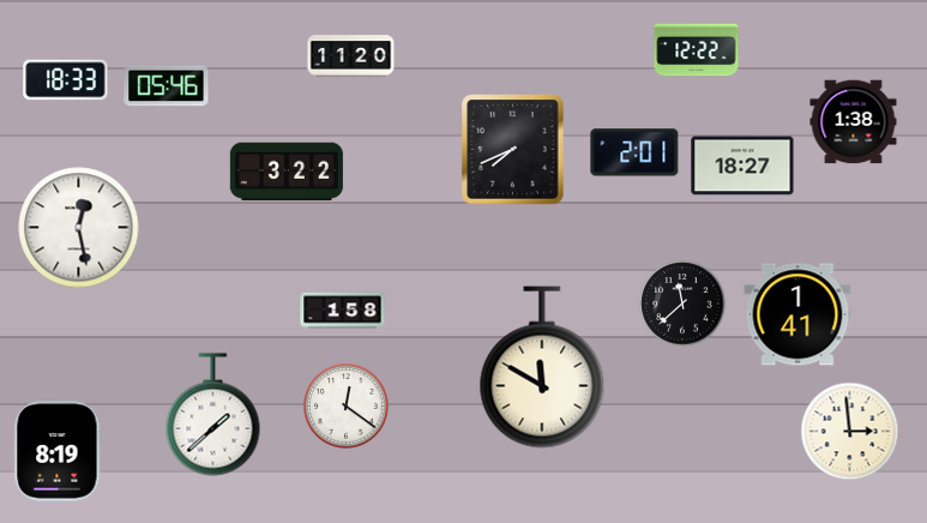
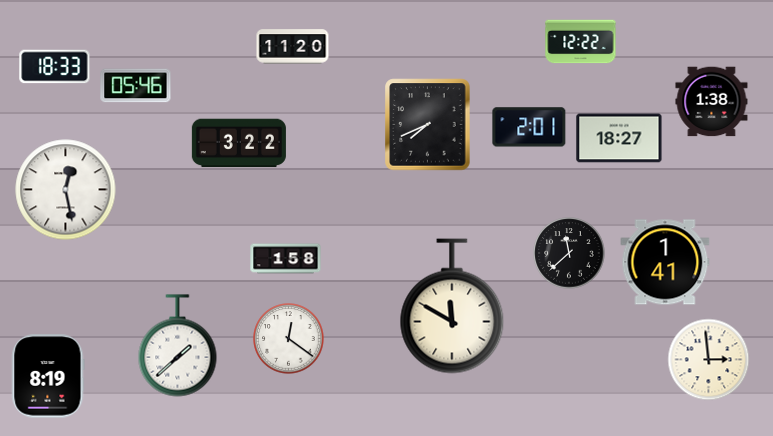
clock at (167, 86) position: (167, 86) -> (136, 86)
